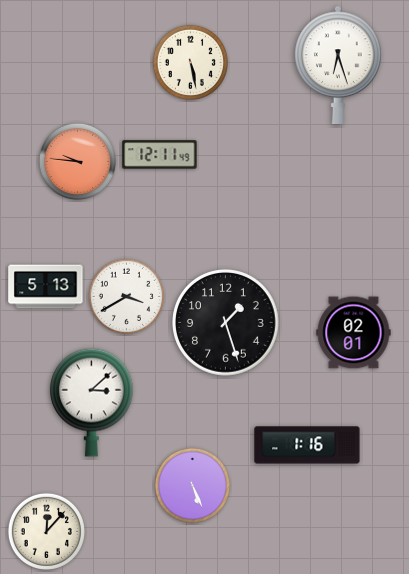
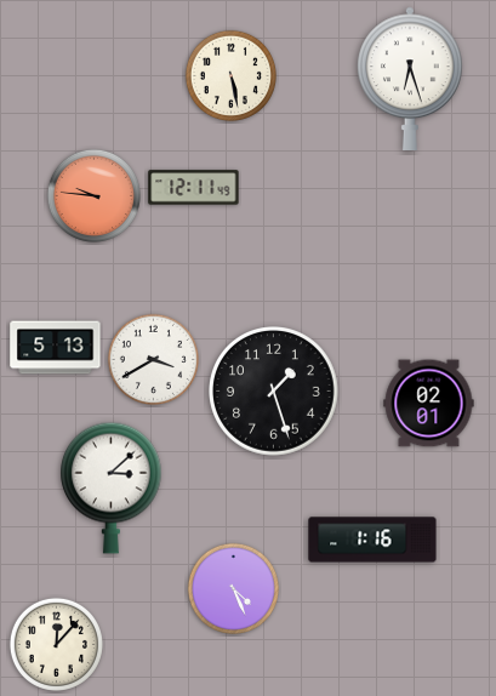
clock at (192, 485): 5:26 -> 4:26
